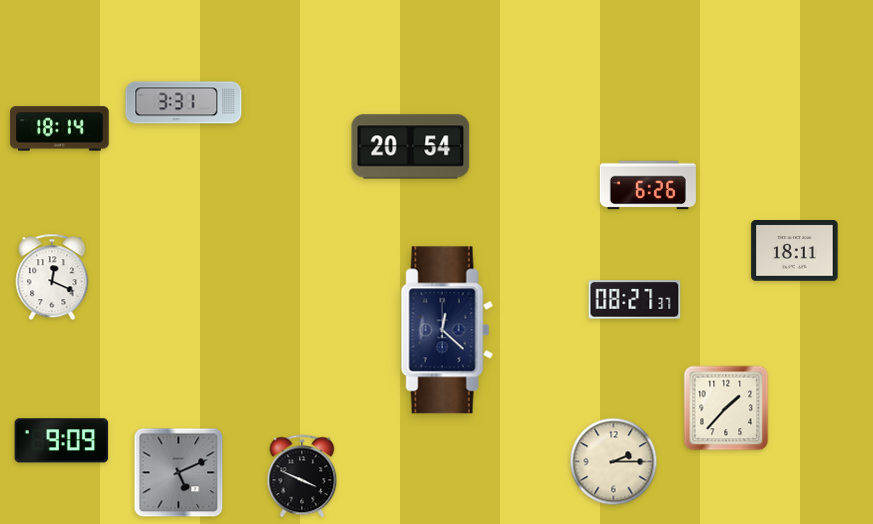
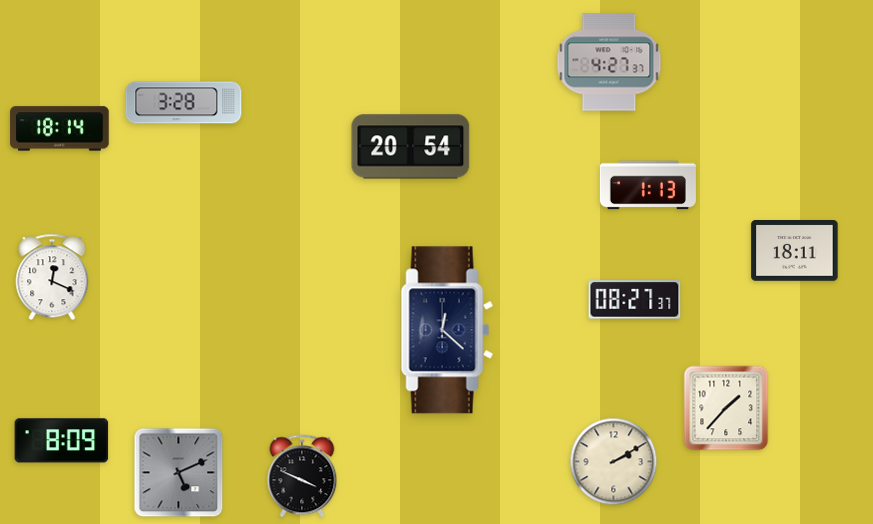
clock at (609, 62): none -> 4:27
clock at (184, 103): 3:31 -> 3:28
clock at (648, 185): 6:26 -> 1:13
clock at (62, 441): 9:09 -> 8:09
clock at (614, 462): 2:15 -> 2:10
